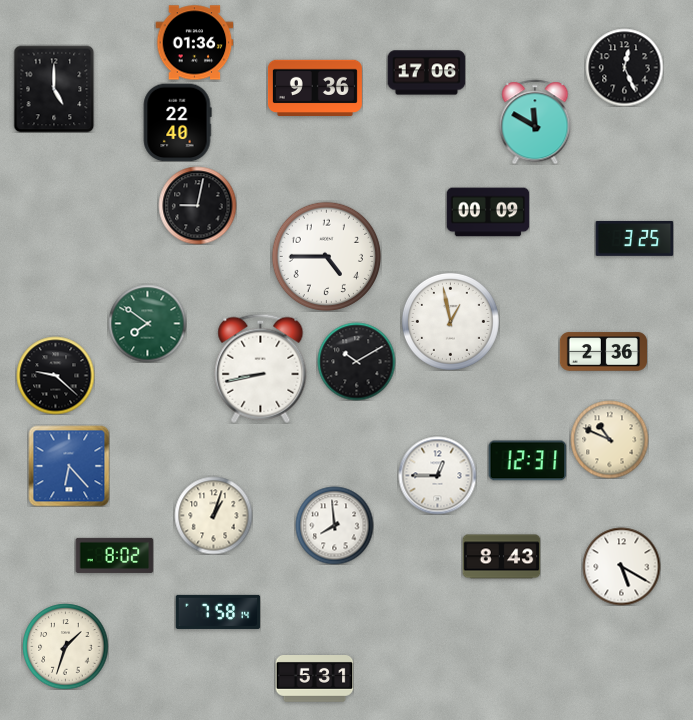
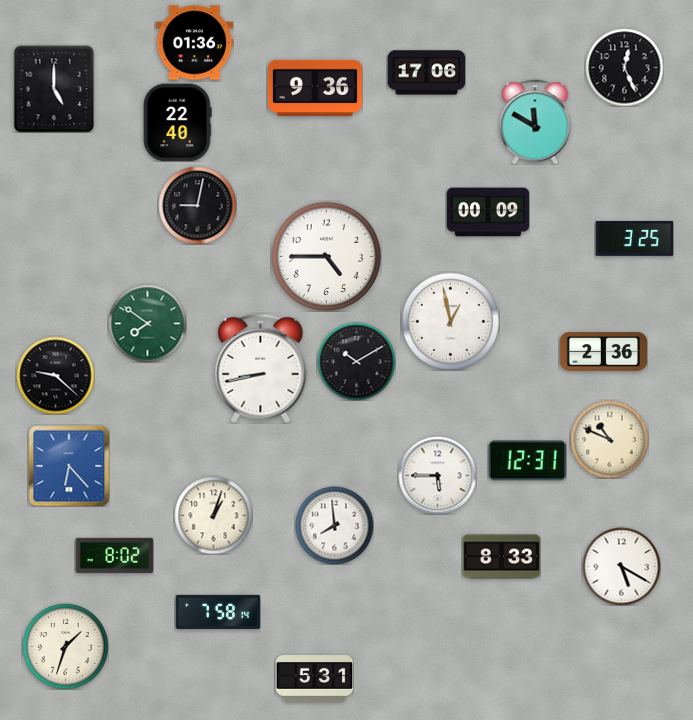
clock at (437, 475): 12:45 -> 5:45
clock at (501, 557): 8:43 -> 8:33
